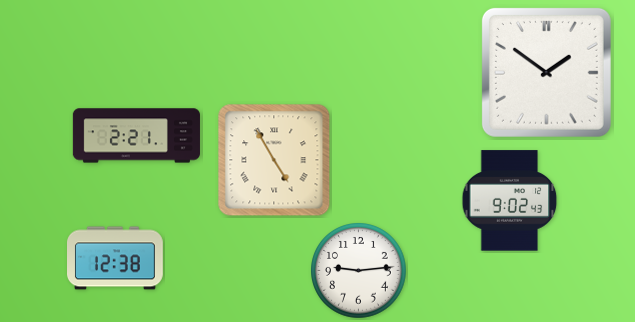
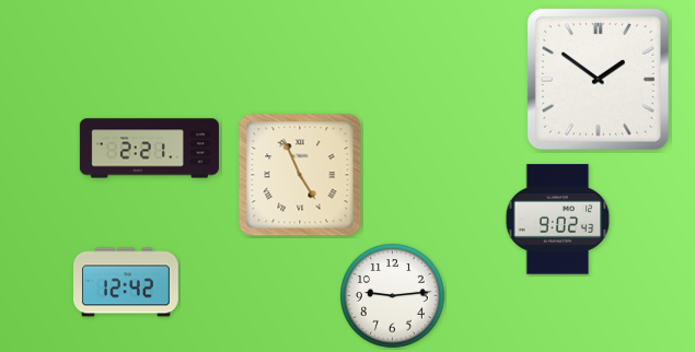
clock at (274, 160): 4:55 -> 4:56
clock at (116, 258): 12:38 -> 12:42
